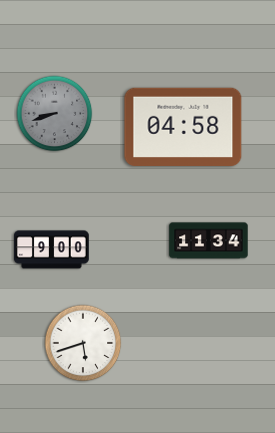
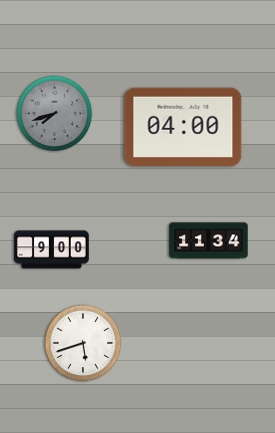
clock at (55, 114): 8:42 -> 7:42
clock at (183, 126): 04:58 -> 04:00
